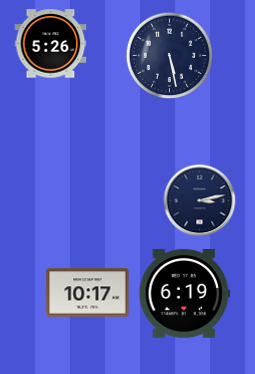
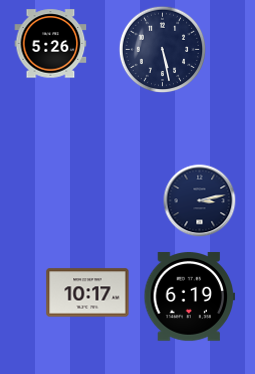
clock at (170, 56) position: (170, 56) -> (163, 50)
clock at (185, 294) position: (185, 294) -> (190, 297)
